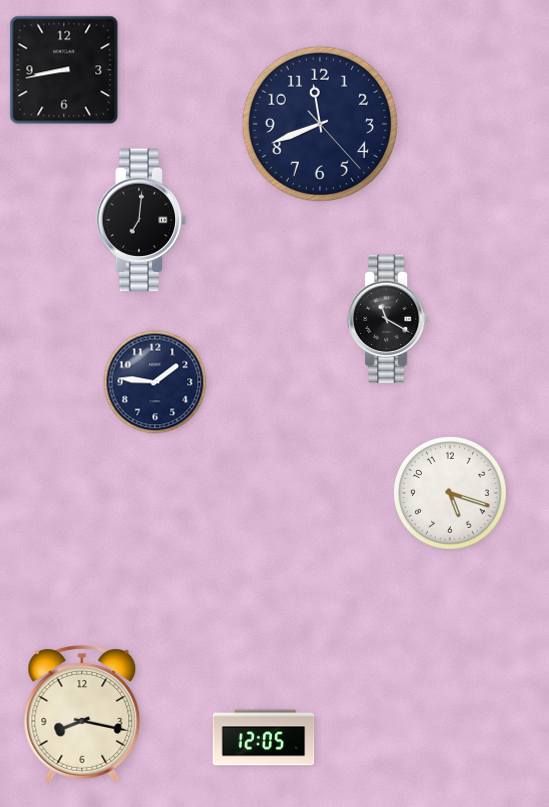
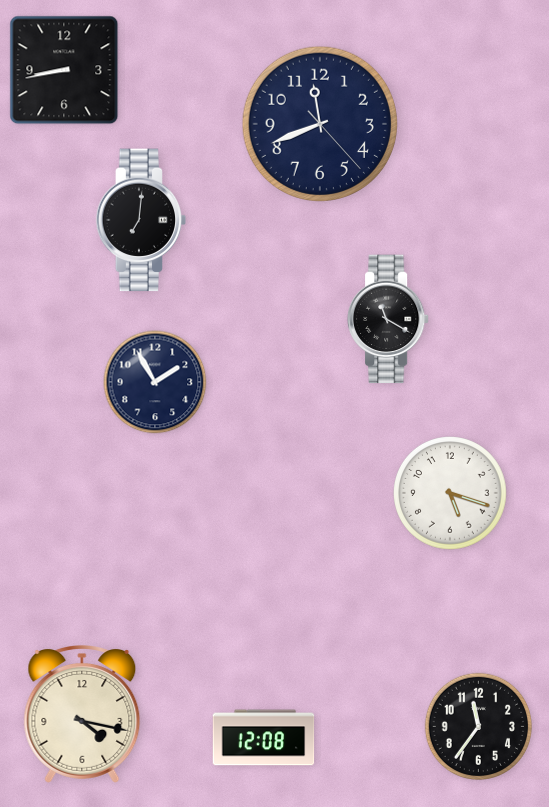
clock at (155, 382): 1:46 -> 1:55
clock at (82, 715): 8:17 -> 4:17
clock at (478, 726): none -> 11:36
clock at (264, 738): 12:05 -> 12:08
